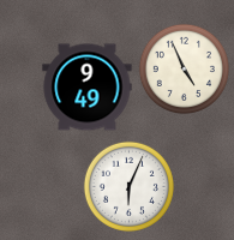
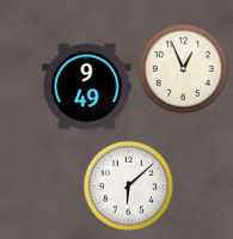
clock at (184, 68): 4:56 -> 12:56
clock at (128, 186): 6:04 -> 6:08
